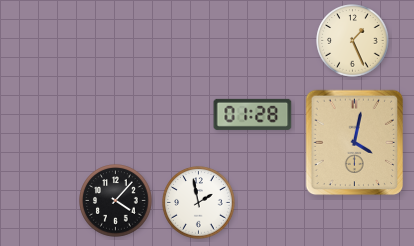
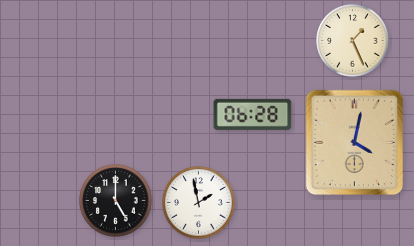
clock at (253, 114): 01:28 -> 06:28
clock at (116, 201): 4:07 -> 5:00
